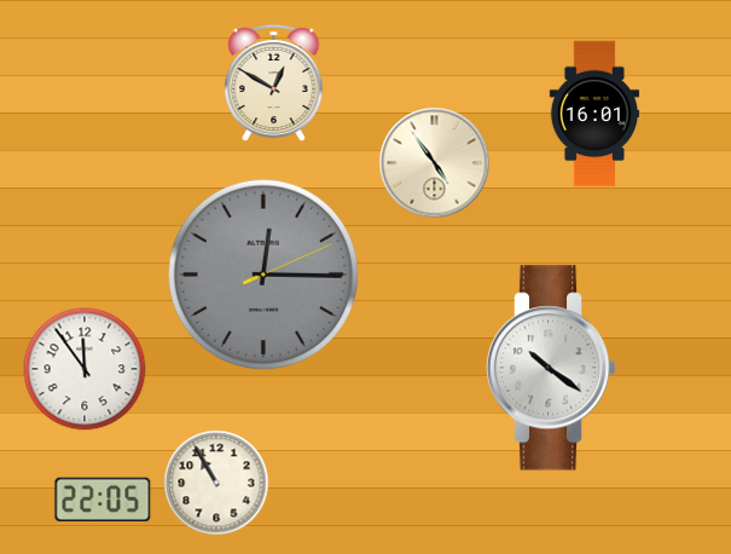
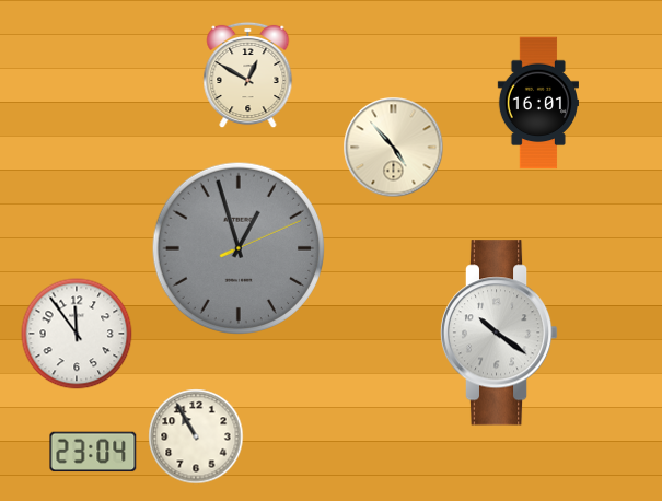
clock at (435, 163): 4:54 -> 4:53
clock at (262, 273): 12:15 -> 12:57
clock at (103, 500): 22:05 -> 23:04
